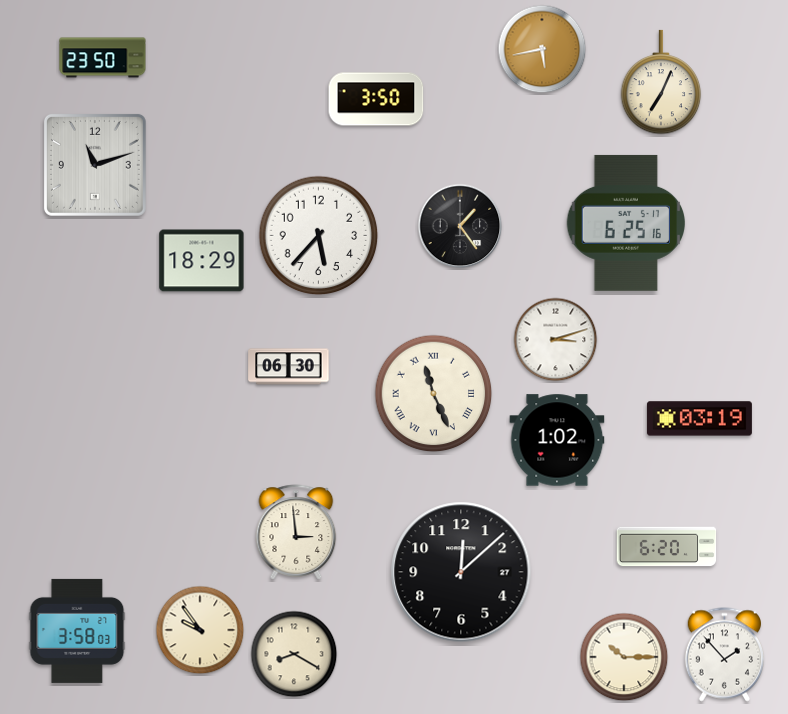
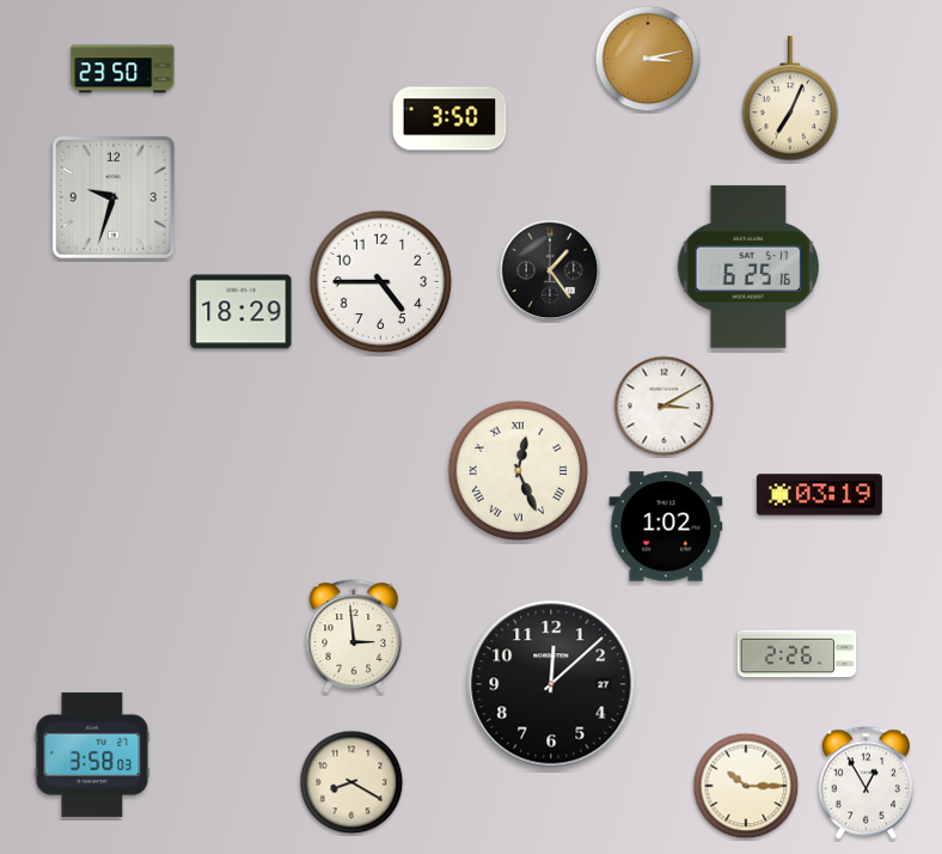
clock at (542, 49): 5:43 -> 3:13
clock at (95, 165): 11:12 -> 9:33
clock at (319, 236): 5:37 -> 4:45
clock at (556, 340): 3:12 -> 3:10
clock at (289, 367): 06:30 -> none
clock at (434, 394): 11:26 -> 12:26
clock at (699, 419) position: (699, 419) -> (819, 495)
clock at (667, 547): 6:20 -> 2:26
clock at (200, 630): 9:54 -> none
clock at (724, 655): 1:53 -> 12:55
